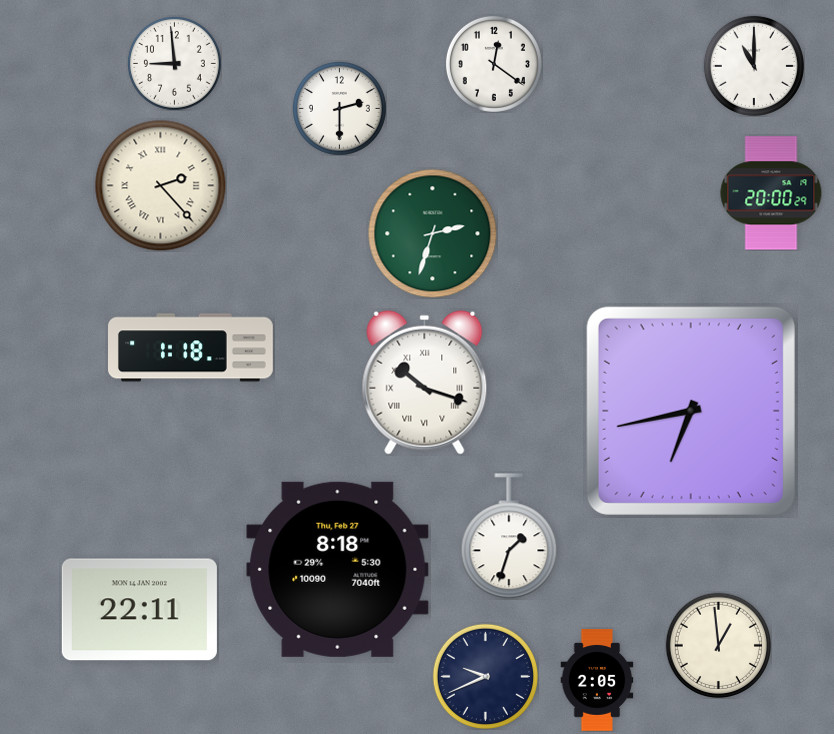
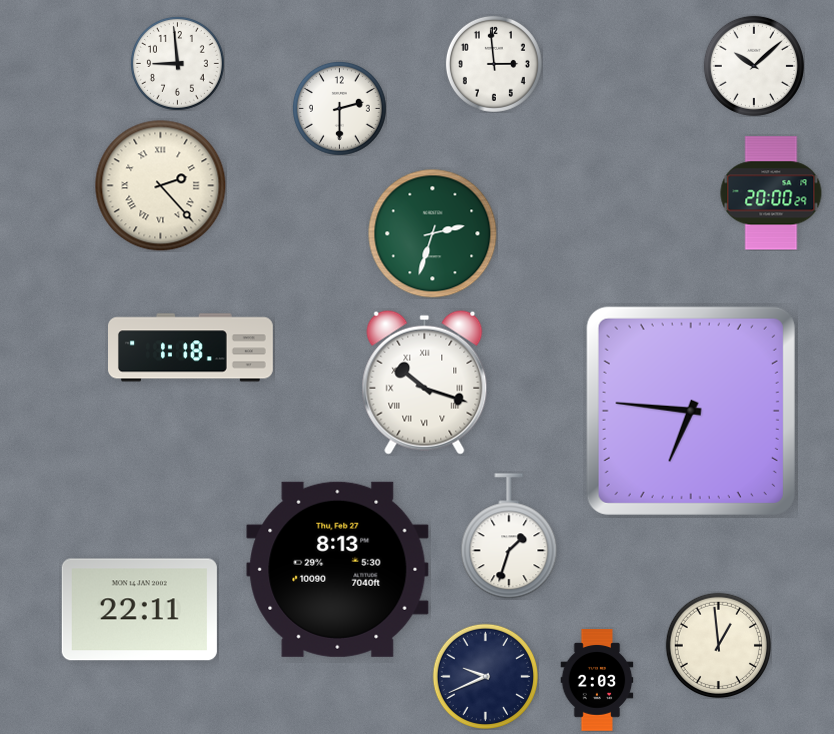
clock at (174, 63) position: (174, 63) -> (177, 63)
clock at (494, 64): 12:21 -> 2:59
clock at (754, 66): 11:00 -> 10:08
clock at (691, 411): 6:43 -> 6:46
clock at (338, 569): 8:18 -> 8:13
clock at (597, 680): 2:05 -> 2:03
